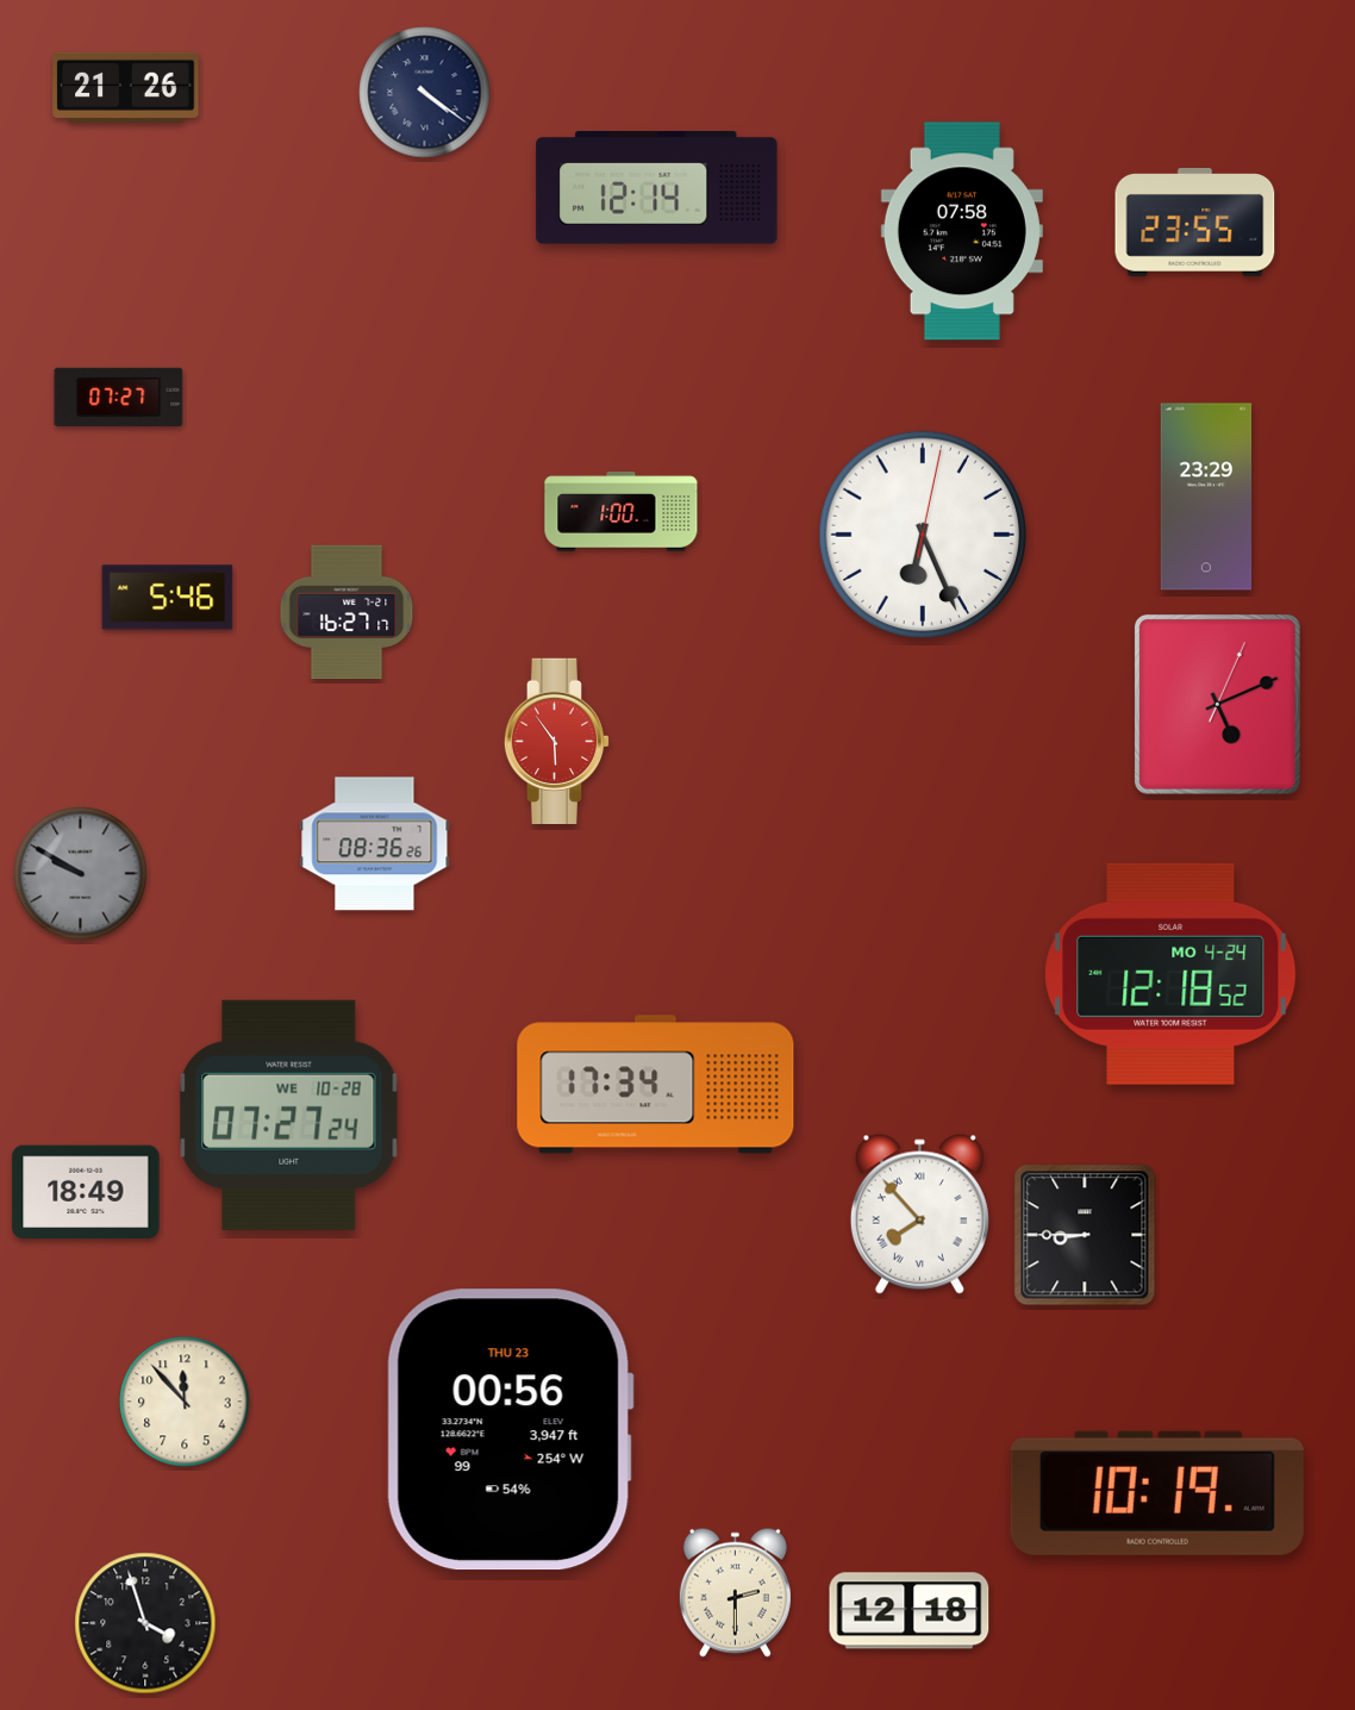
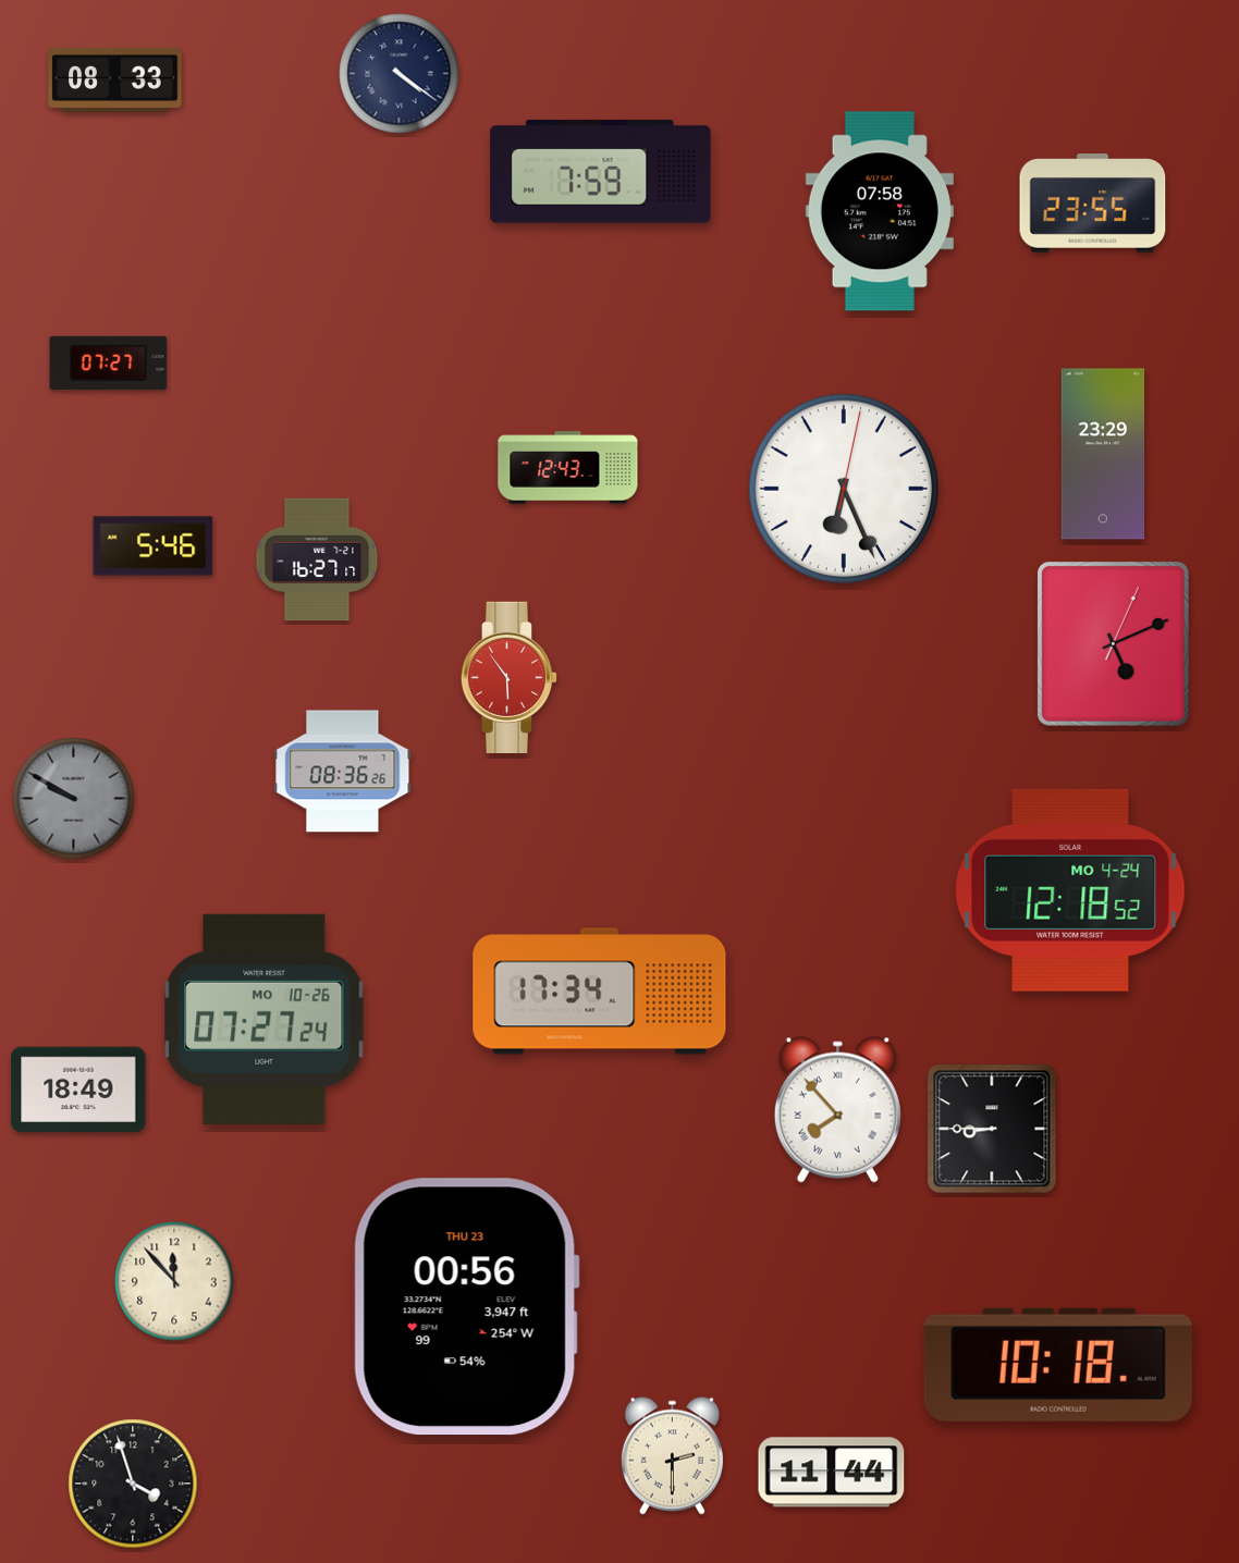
clock at (126, 87): 21:26 -> 08:33
clock at (425, 93) position: (425, 93) -> (400, 74)
clock at (657, 188): 12:14 -> 7:59
clock at (622, 512): 1:00 -> 12:43
clock at (289, 1115) date: WE 10-28 -> MO 10-26
clock at (919, 1213) position: (919, 1213) -> (837, 1109)
clock at (185, 1402) position: (185, 1402) -> (174, 1281)
clock at (1157, 1493): 10:19 -> 10:18
clock at (910, 1611): 12:18 -> 11:44
